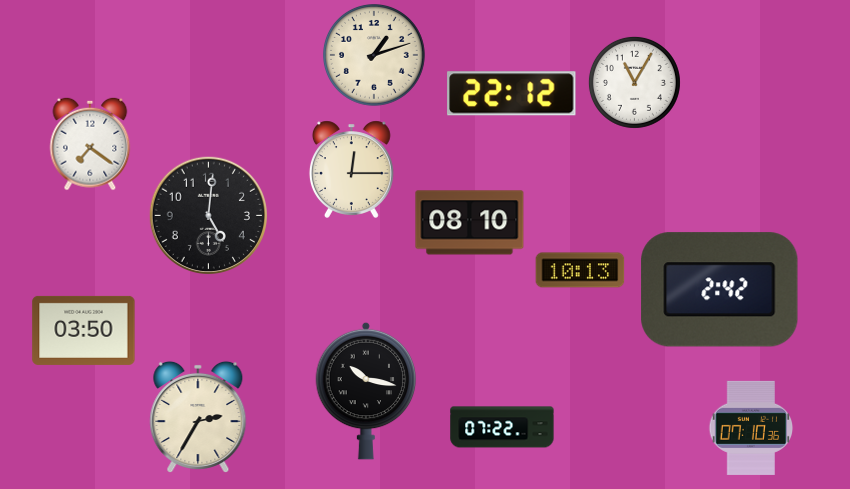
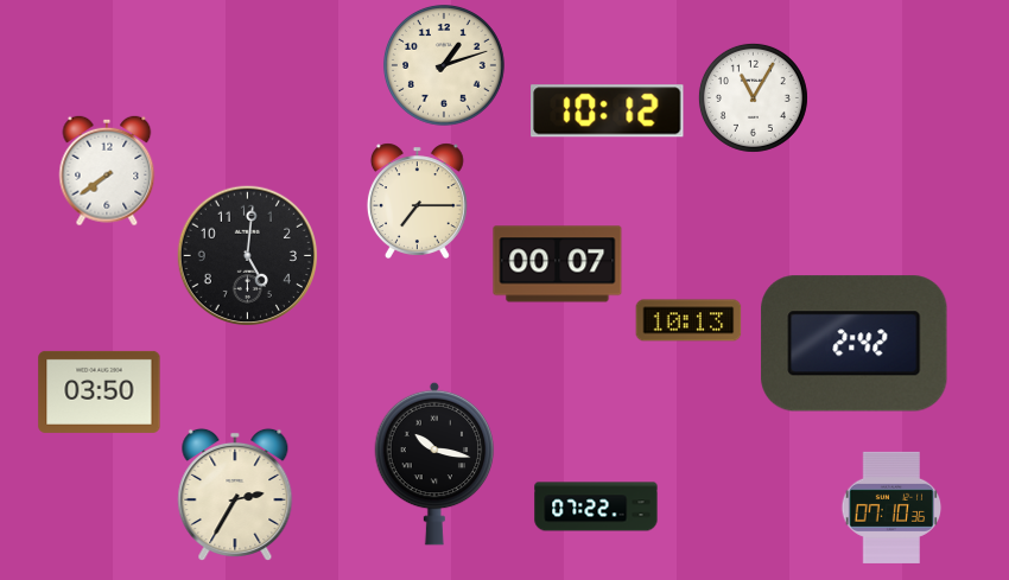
clock at (512, 94): 22:12 -> 10:12
clock at (90, 144): 7:21 -> 7:39
clock at (351, 169): 12:15 -> 7:15
clock at (470, 223): 08:10 -> 00:07
